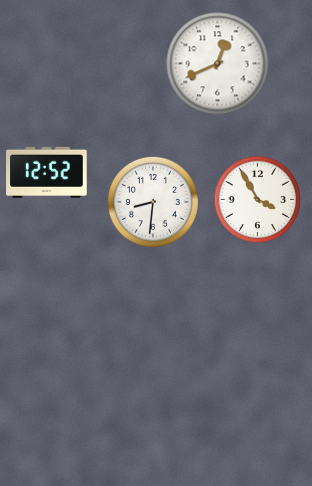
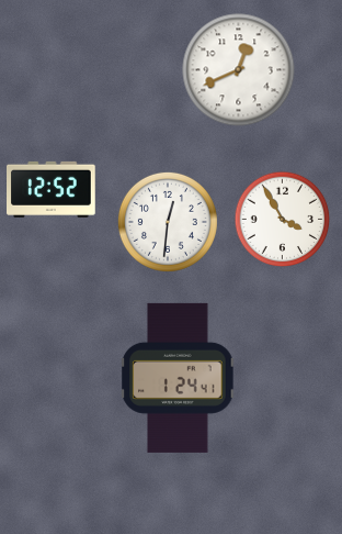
clock at (153, 202): 8:31 -> 12:31
clock at (178, 378): none -> 1:24
